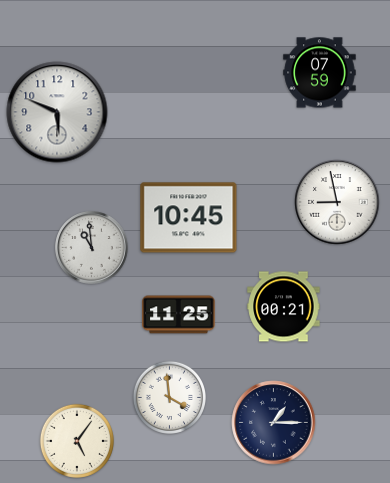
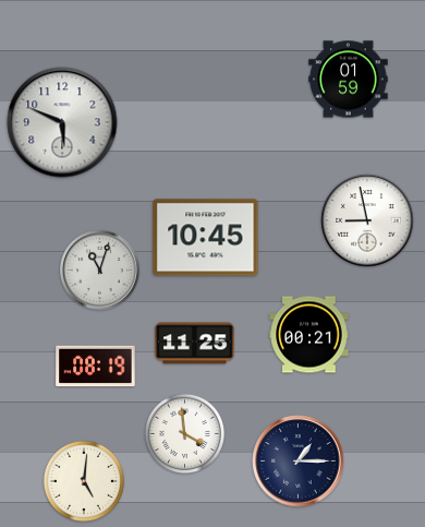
clock at (320, 73): 07:59 -> 01:59
clock at (92, 248): 10:59 -> 11:03
clock at (96, 367): none -> 08:19
clock at (77, 441): 5:06 -> 5:01
